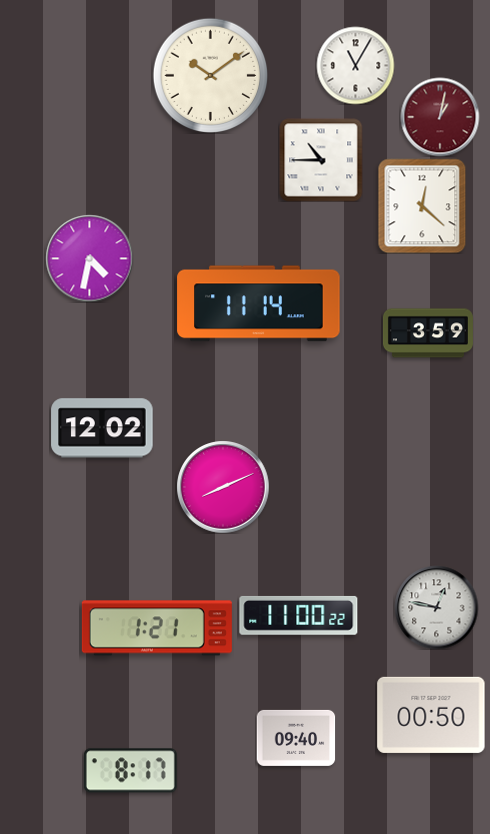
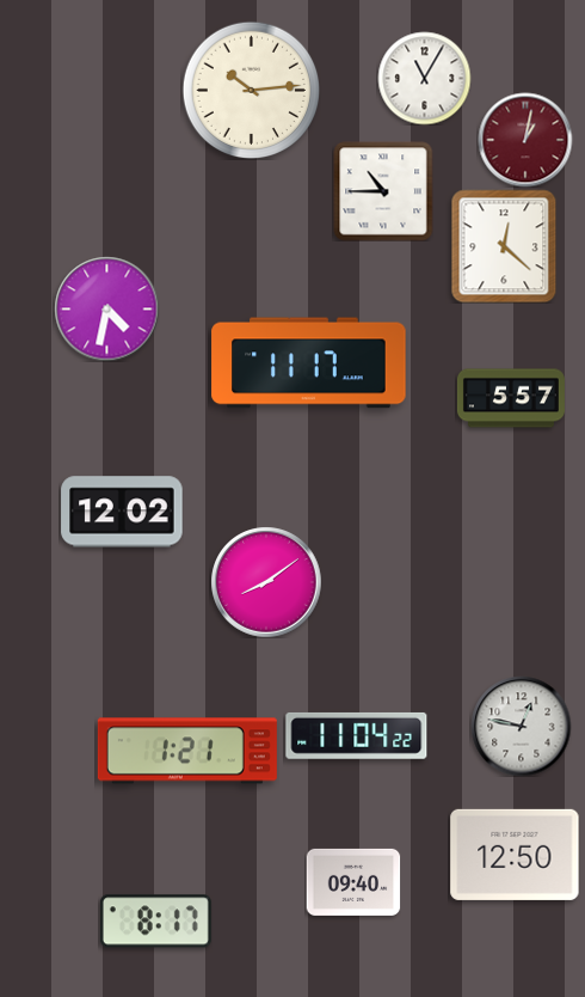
clock at (210, 75): 10:09 -> 10:14
clock at (259, 304): 11:14 -> 11:17
clock at (428, 333): 3:59 -> 5:57
clock at (223, 487): 8:11 -> 8:09
clock at (299, 615): 11:00 -> 11:04
clock at (431, 715): 00:50 -> 12:50
